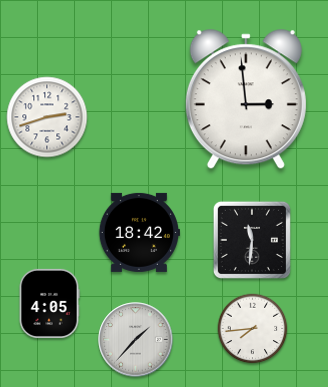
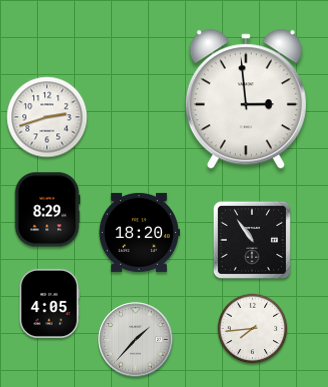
clock at (47, 210): none -> 8:29
clock at (139, 232): 18:42 -> 18:20
clock at (252, 240): 11:31 -> 10:54
